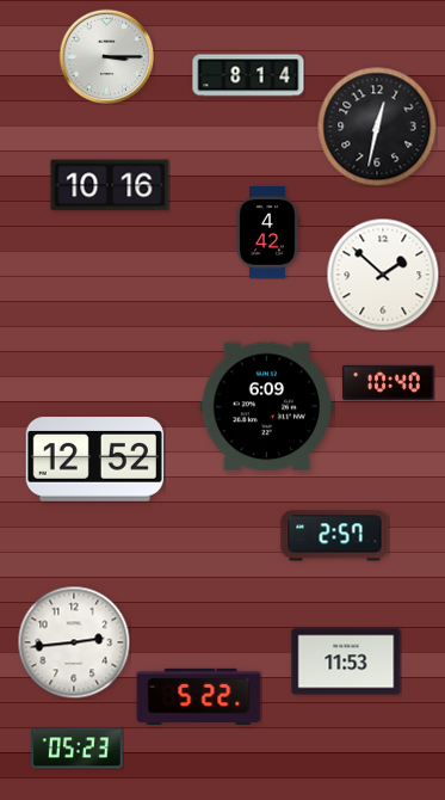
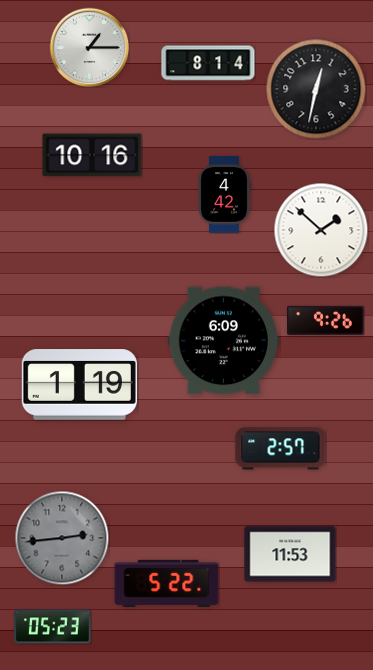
clock at (106, 56): 3:15 -> 1:15
clock at (377, 127) position: (377, 127) -> (316, 89)
clock at (389, 382): 10:40 -> 9:26
clock at (94, 460): 12:52 -> 1:19
clock at (74, 642) dial: white -> grey
clock at (78, 749) position: (78, 749) -> (53, 627)
